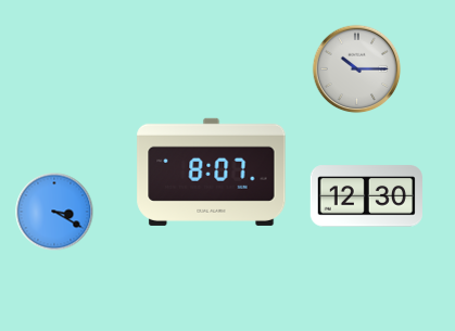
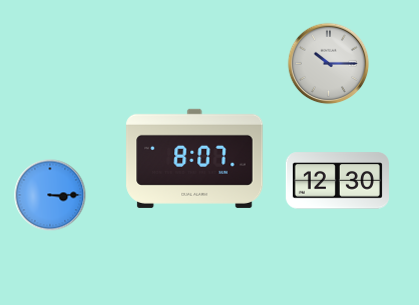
clock at (54, 212): 3:20 -> 3:15
